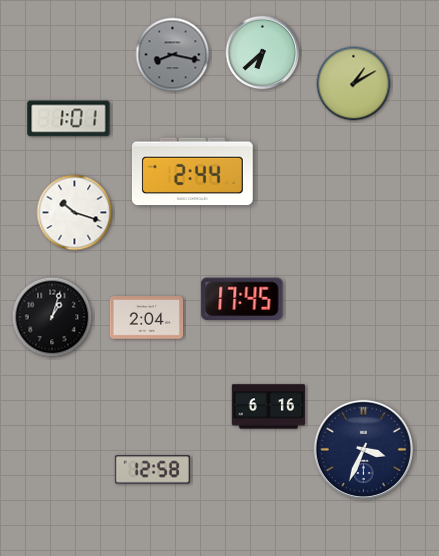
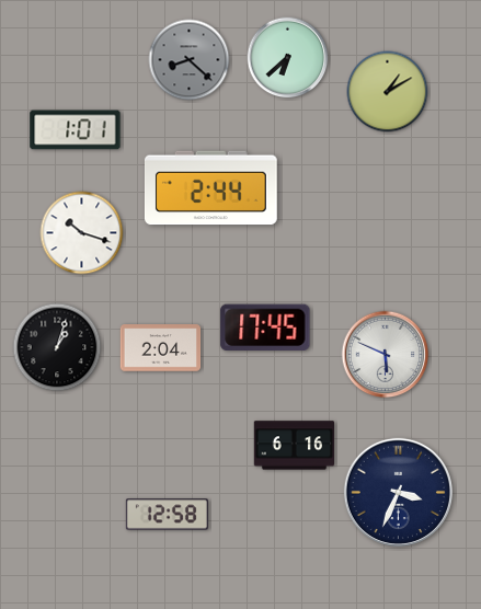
clock at (173, 55): 8:17 -> 8:22
clock at (386, 355): none -> 5:49
